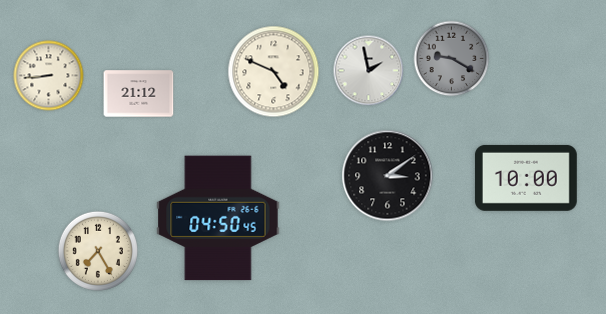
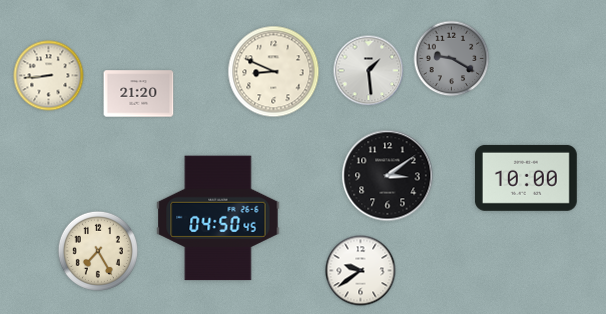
clock at (369, 71): 1:58 -> 1:29
clock at (274, 72): 4:49 -> 8:49
clock at (139, 94): 21:12 -> 21:20
clock at (361, 271): none -> 9:39
